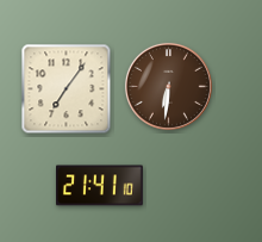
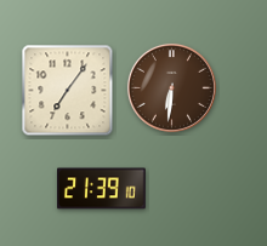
clock at (100, 186): 21:41 -> 21:39
